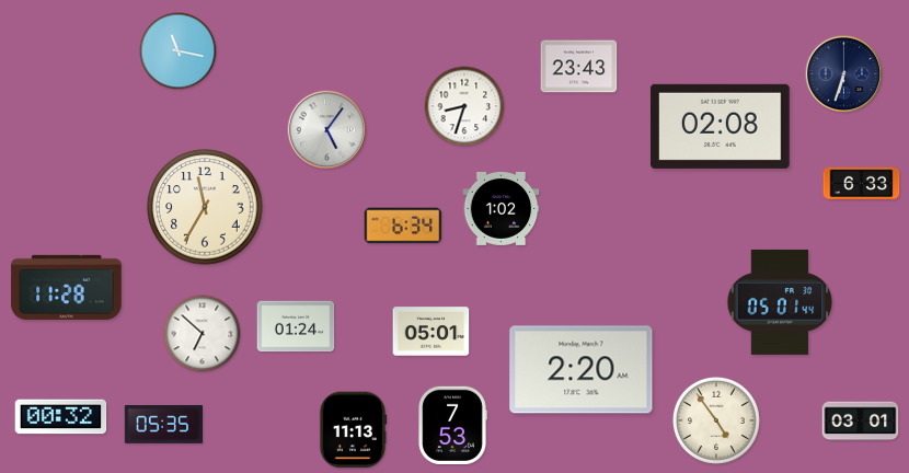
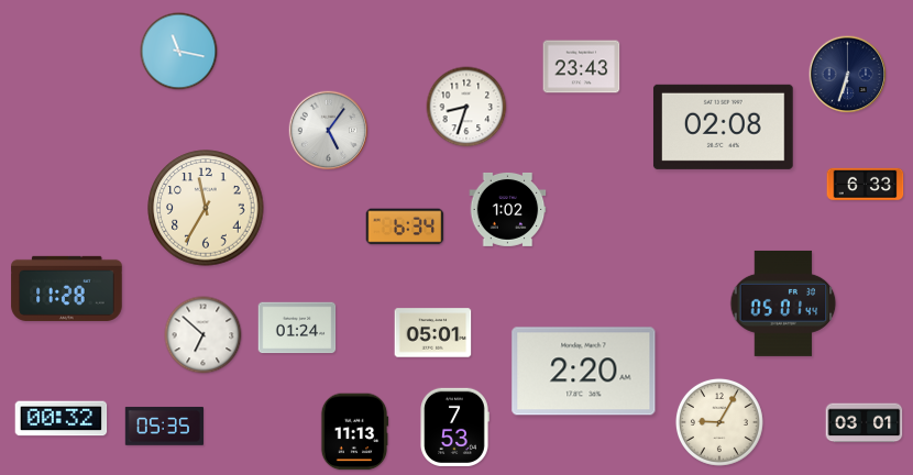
clock at (502, 208) position: (502, 208) -> (508, 209)
clock at (716, 420): 4:54 -> 9:05
